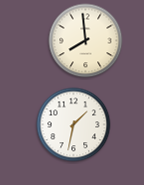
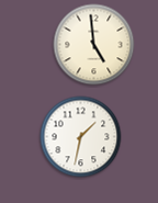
clock at (86, 41): 7:59 -> 4:59
